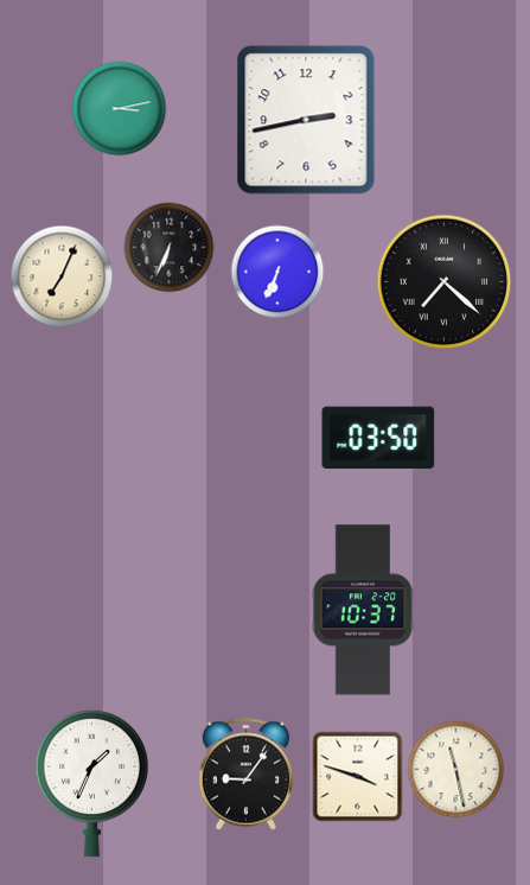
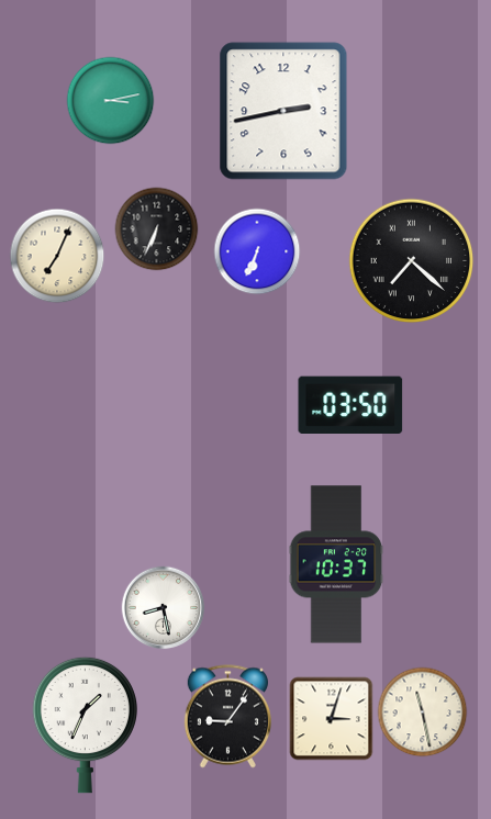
clock at (164, 608): none -> 8:28
clock at (358, 777): 3:48 -> 3:03
